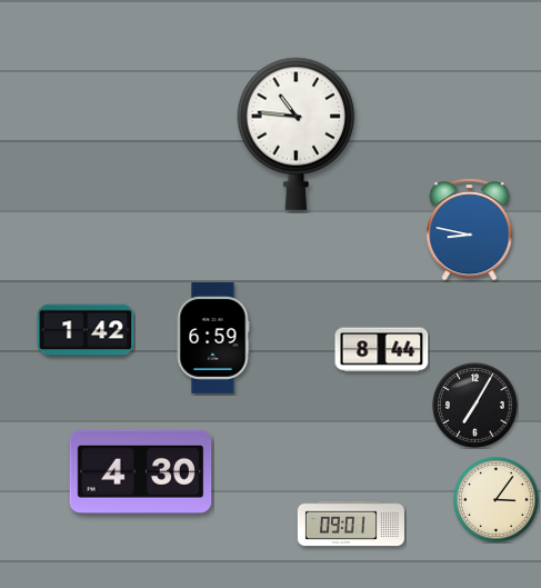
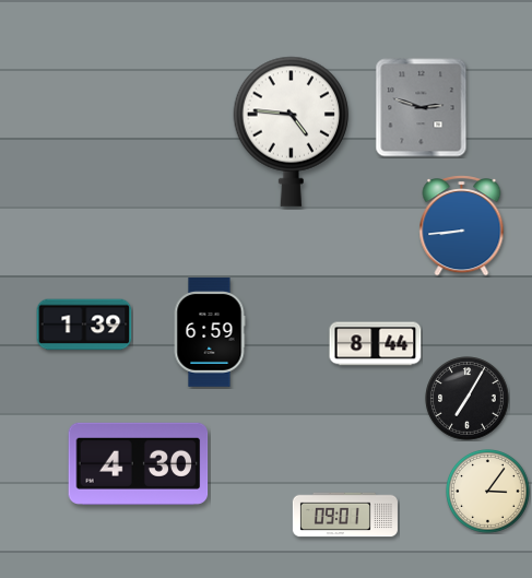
clock at (422, 108): none -> 2:48
clock at (297, 133): 10:46 -> 4:46
clock at (470, 230): 8:47 -> 8:44
clock at (86, 330): 1:42 -> 1:39
